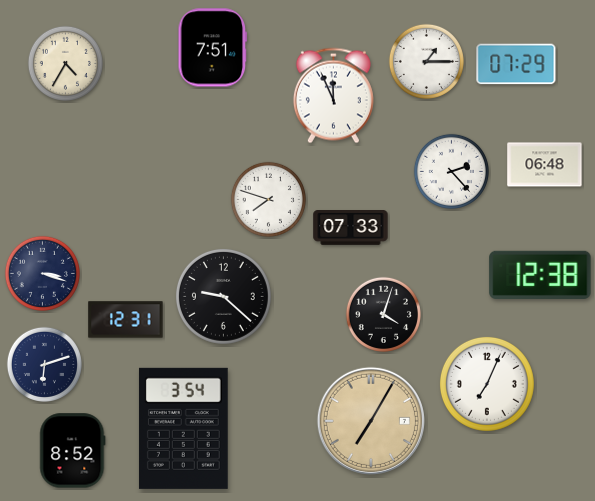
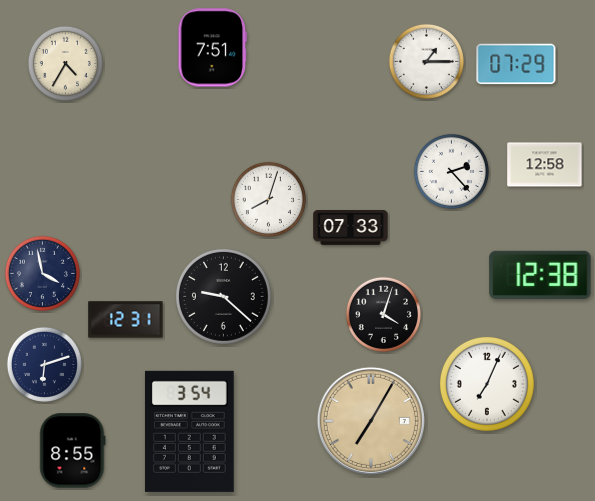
clock at (333, 96): 11:56 -> none
clock at (545, 165): 06:48 -> 12:58
clock at (268, 199): 7:48 -> 8:03
clock at (42, 273): 3:18 -> 3:58
clock at (183, 428) position: (183, 428) -> (189, 431)
clock at (73, 451): 8:52 -> 8:55
